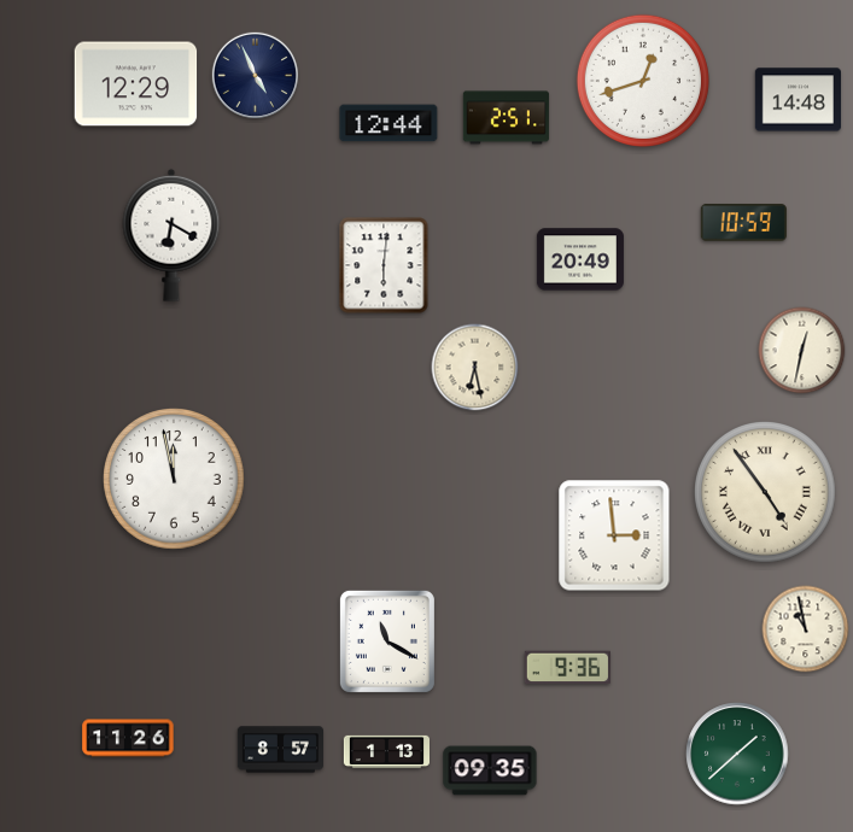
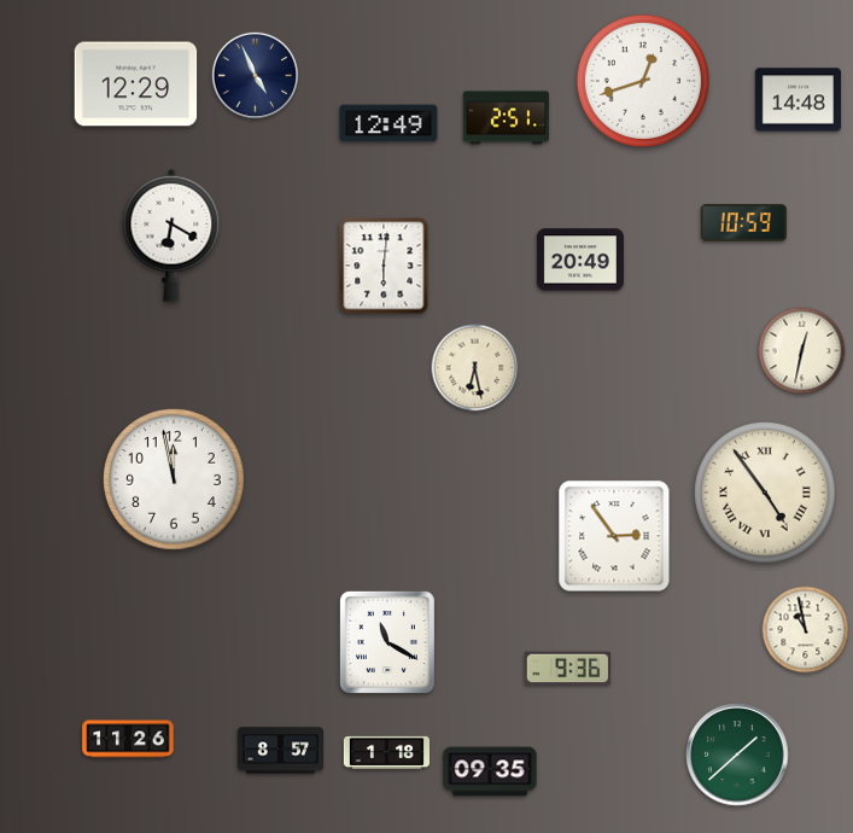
clock at (388, 123): 12:44 -> 12:49
clock at (614, 535): 2:59 -> 2:54
clock at (386, 752): 1:13 -> 1:18
